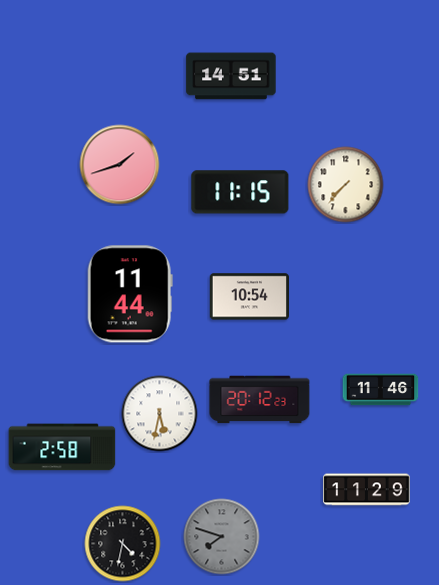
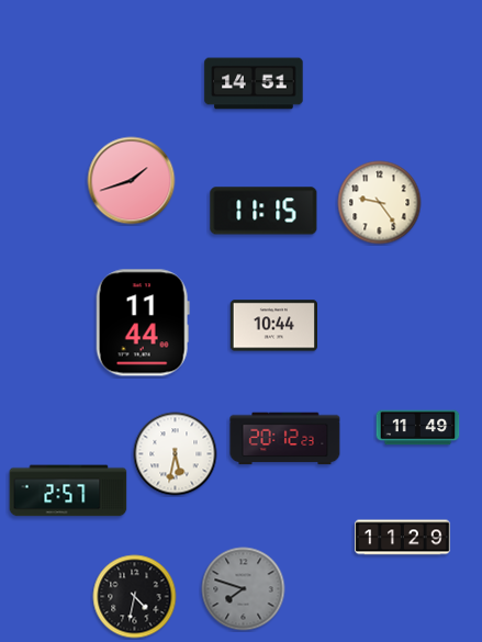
clock at (346, 185): 7:37 -> 9:24
clock at (249, 297): 10:54 -> 10:44
clock at (381, 390): 11:46 -> 11:49
clock at (62, 447): 2:58 -> 2:57
